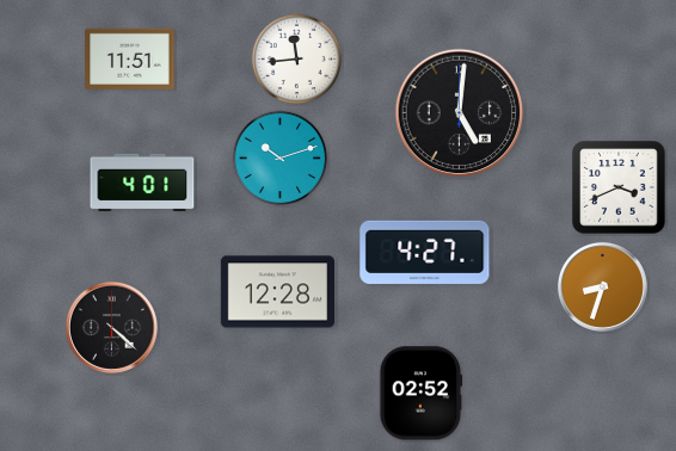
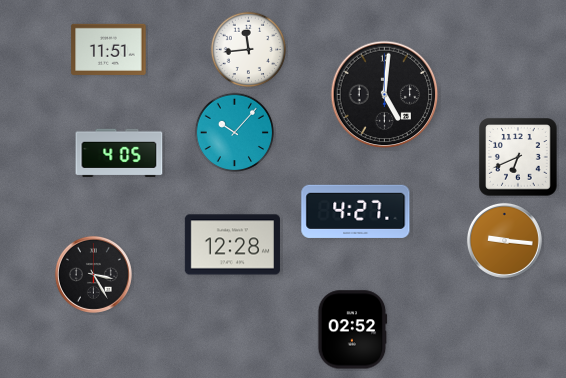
clock at (281, 159): 10:12 -> 10:07
clock at (142, 183): 4:01 -> 4:05
clock at (619, 187): 3:41 -> 6:41
clock at (602, 286): 8:33 -> 9:16
clock at (111, 327): 4:22 -> 3:25
